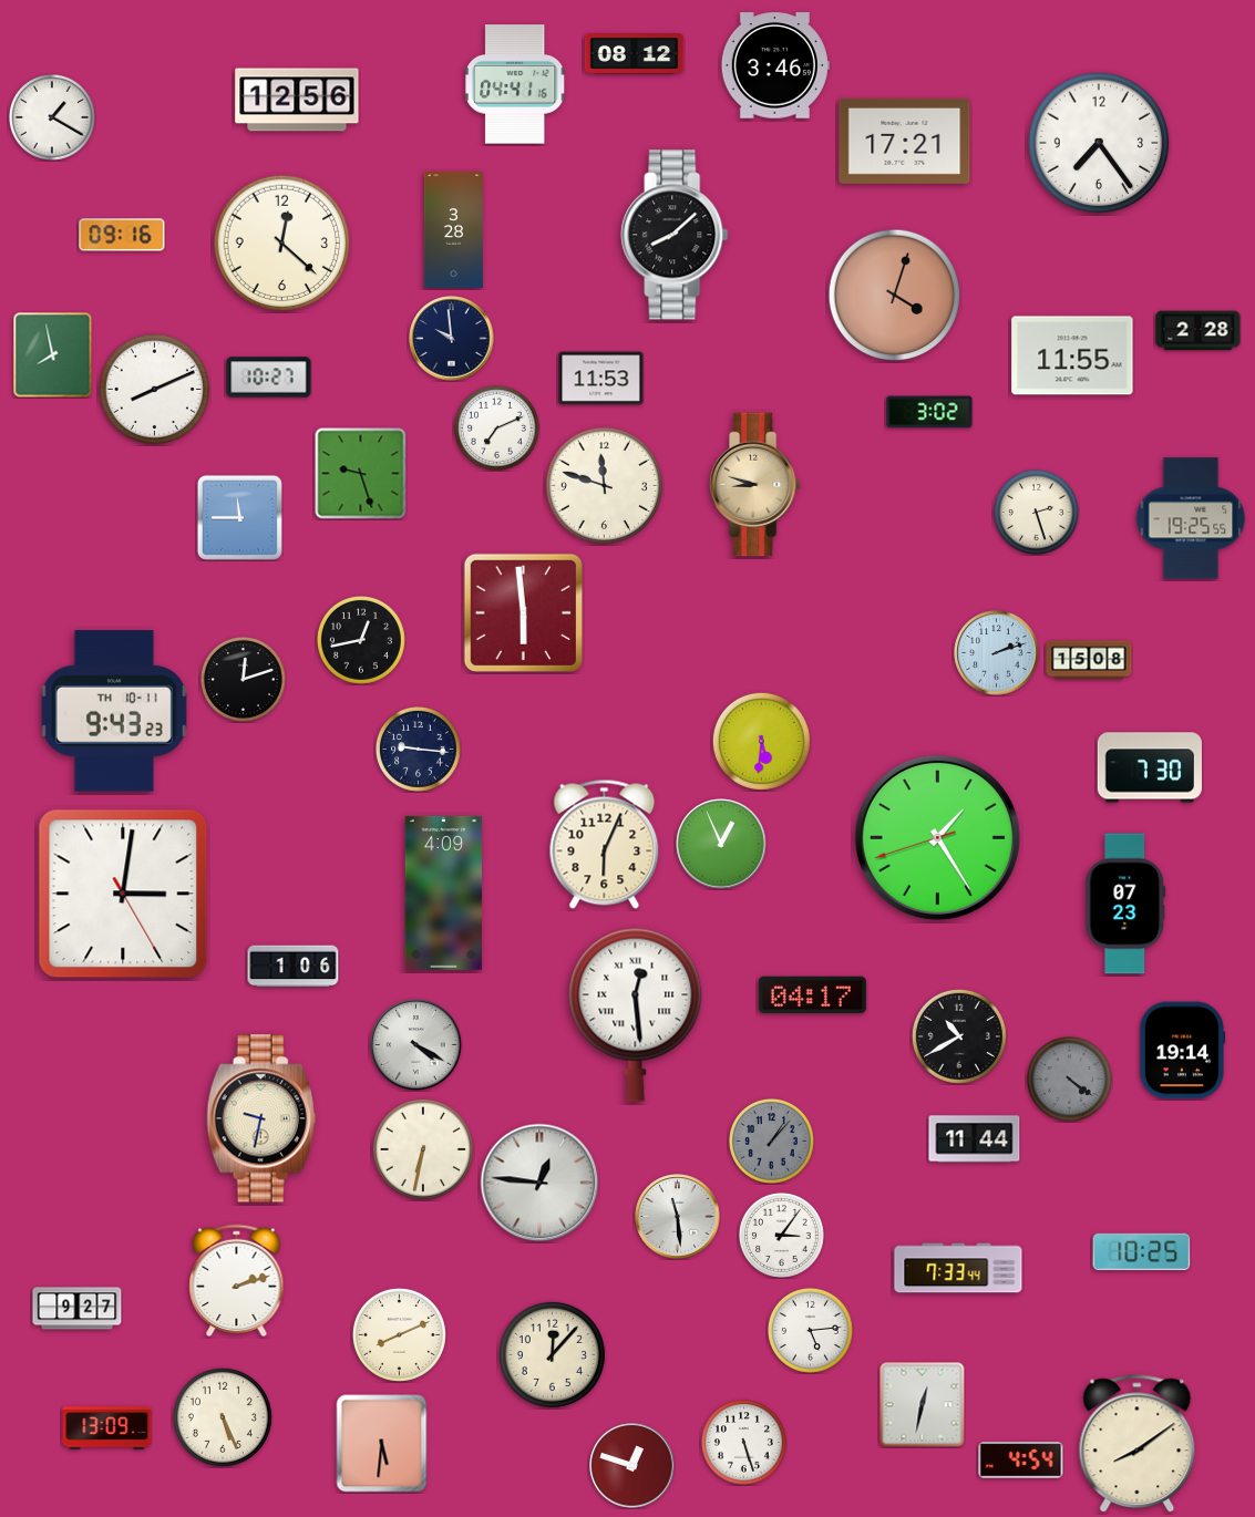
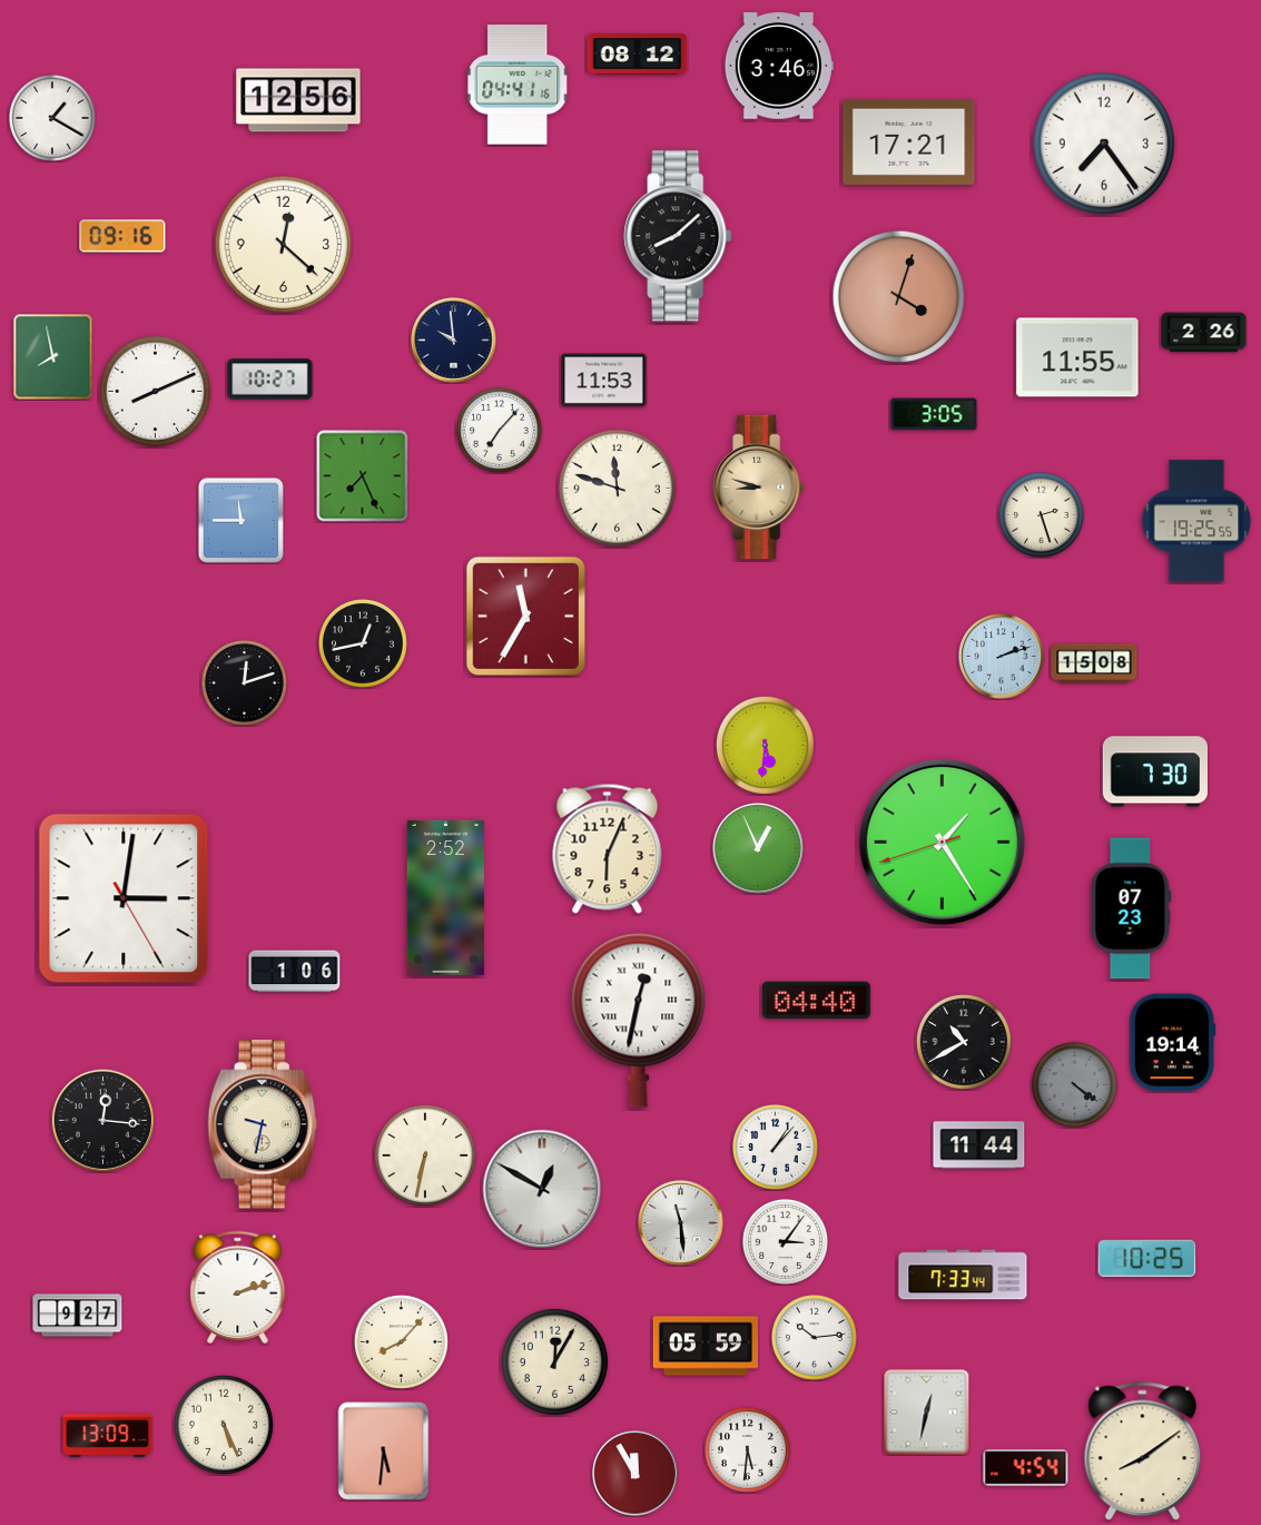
clock at (453, 230): 3:28 -> none
clock at (1199, 331): 2:28 -> 2:26
clock at (929, 412): 3:02 -> 3:05
clock at (497, 429): 7:11 -> 7:07
clock at (361, 474): 9:27 -> 7:26
clock at (604, 485) position: (604, 485) -> (617, 488)
clock at (523, 612): 5:59 -> 11:35
clock at (114, 711): 9:43 -> none
clock at (419, 750): 9:16 -> none
clock at (721, 844) position: (721, 844) -> (758, 848)
clock at (443, 892): 4:09 -> 2:52
clock at (812, 995): 04:17 -> 04:40
clock at (636, 1014): 12:29 -> 12:32
clock at (416, 1045): 4:20 -> none
clock at (1183, 1051) position: (1183, 1051) -> (1173, 1043)
clock at (102, 1120): none -> 12:16
clock at (772, 1142) dial: grey -> white
clock at (539, 1183): 12:46 -> 12:50
clock at (811, 1331): 5:14 -> 10:14
clock at (399, 1334): 8:11 -> 8:07
clock at (705, 1346): none -> 05:59
clock at (552, 1354): 12:07 -> 12:05
clock at (744, 1443): 5:27 -> 5:31
clock at (632, 1466): 12:48 -> 11:55
